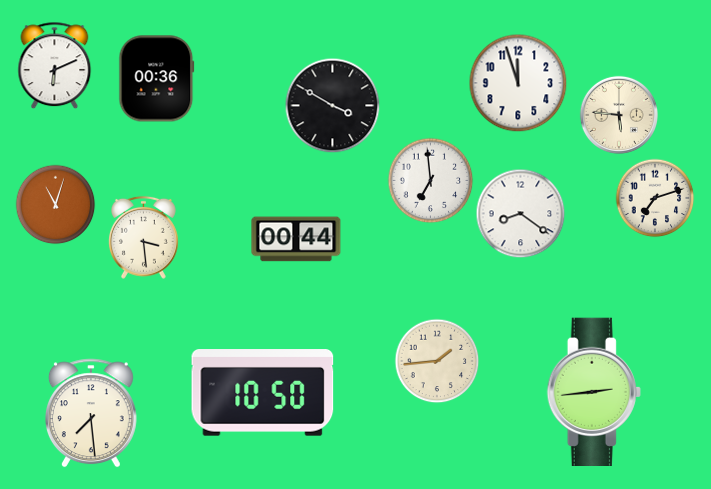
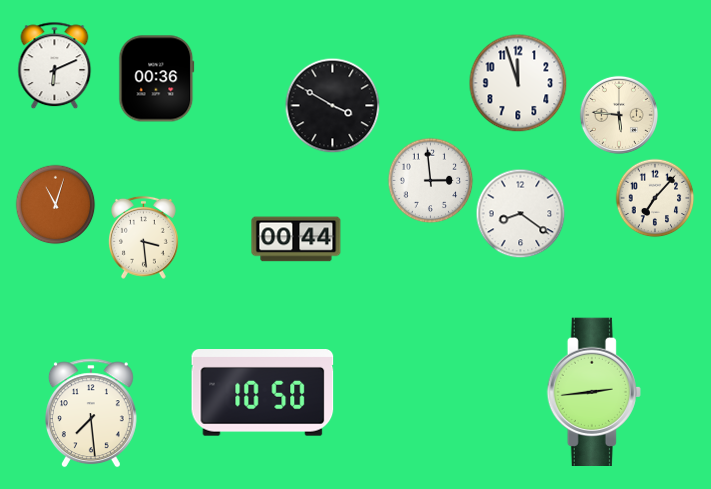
clock at (430, 180): 6:59 -> 2:59
clock at (655, 198): 7:12 -> 7:07
clock at (437, 361): 1:44 -> none
